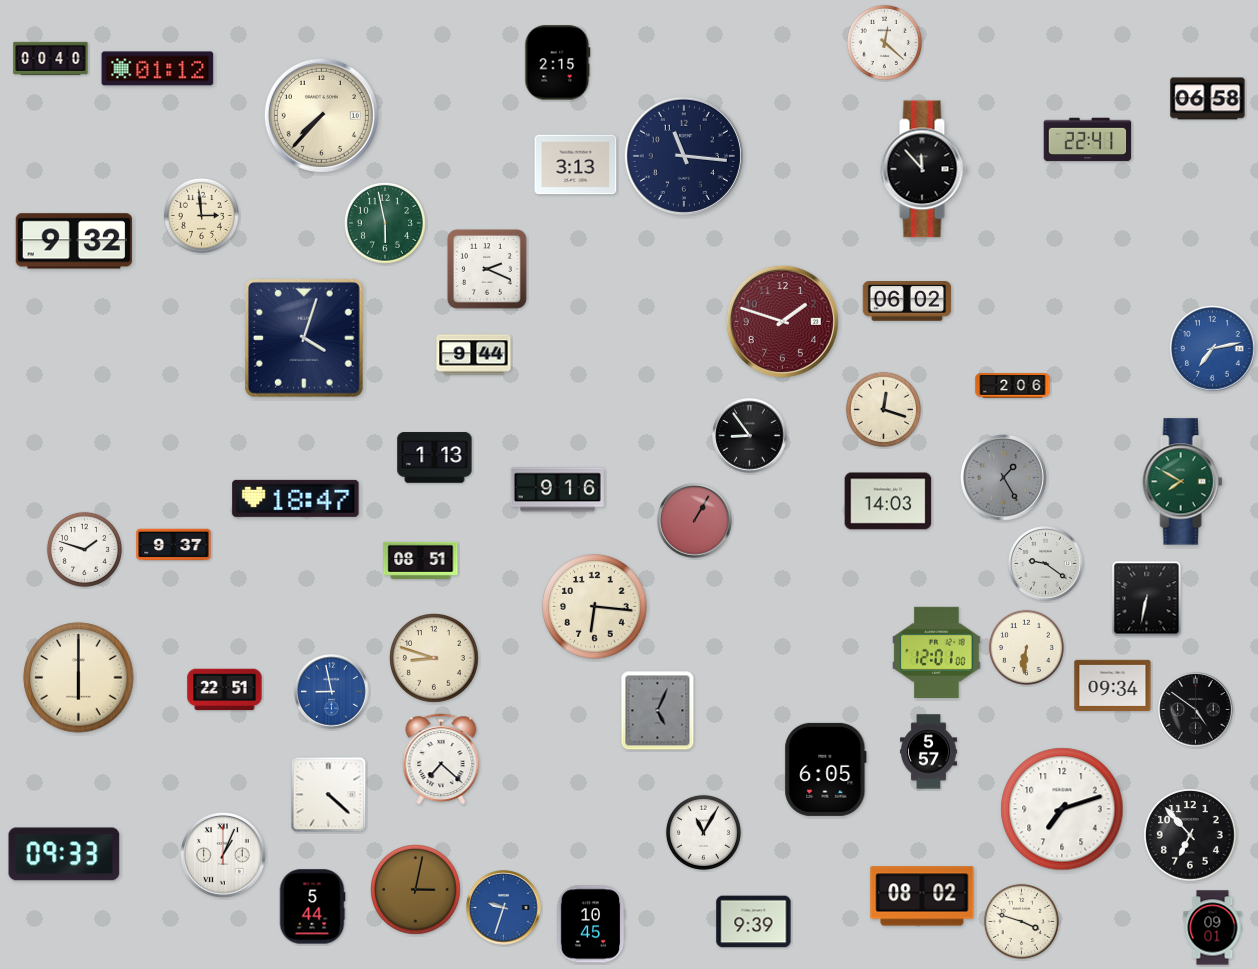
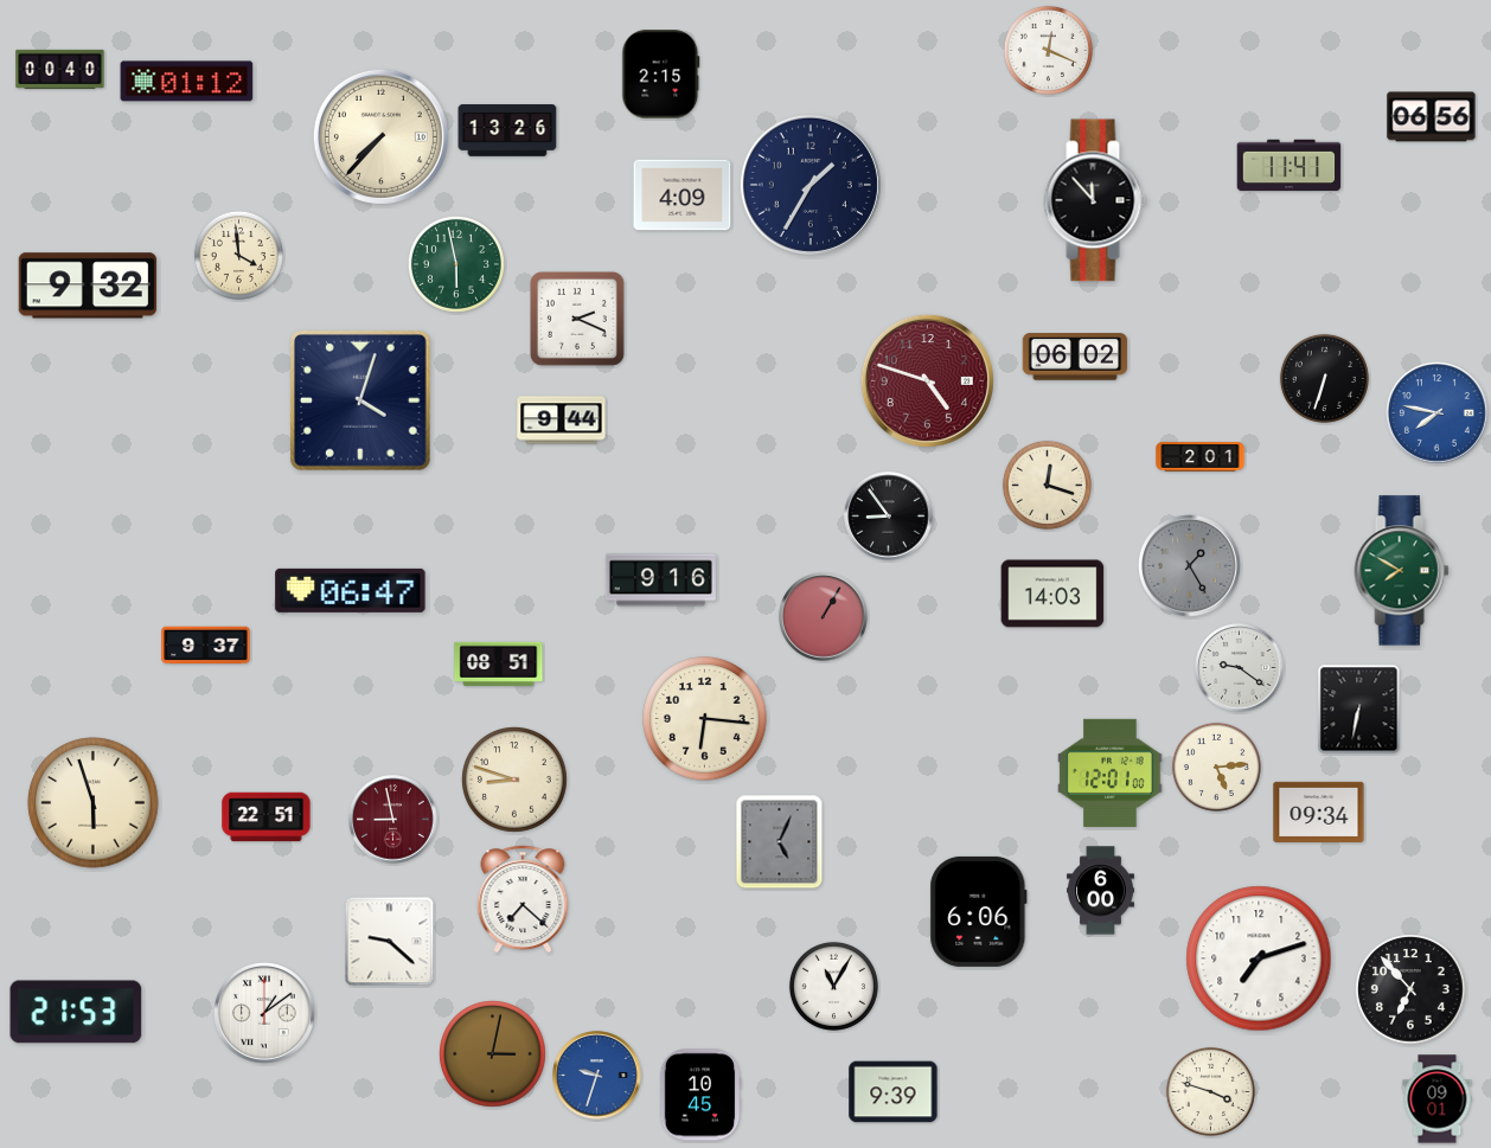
clock at (884, 42): 12:22 -> 12:19
clock at (1208, 99): 06:58 -> 06:56
clock at (507, 130): none -> 13:26
clock at (1088, 140): 22:41 -> 11:41
clock at (684, 156): 11:16 -> 1:35
clock at (576, 165): 3:13 -> 4:09
clock at (201, 215): 2:59 -> 3:59
clock at (1324, 378): none -> 6:33
clock at (782, 321): 1:48 -> 4:48
clock at (1213, 349): 7:13 -> 7:47
clock at (1013, 386): 2:06 -> 2:01
clock at (435, 458): 1:13 -> none
clock at (296, 498): 18:47 -> 06:47
clock at (84, 549): 1:48 -> none
clock at (1026, 647): 6:31 -> 5:14
clock at (79, 678): 6:00 -> 5:57
clock at (332, 692) dial: blue -> burgundy
clock at (1196, 710): 4:51 -> none
clock at (929, 752): 5:57 -> 6:00
clock at (826, 769): 6:05 -> 6:06
clock at (329, 795): 4:22 -> 9:22
clock at (64, 854): 09:33 -> 21:53
clock at (223, 855): 1:04 -> 1:09
clock at (922, 896): 08:02 -> none
clock at (312, 907): 5:44 -> none
